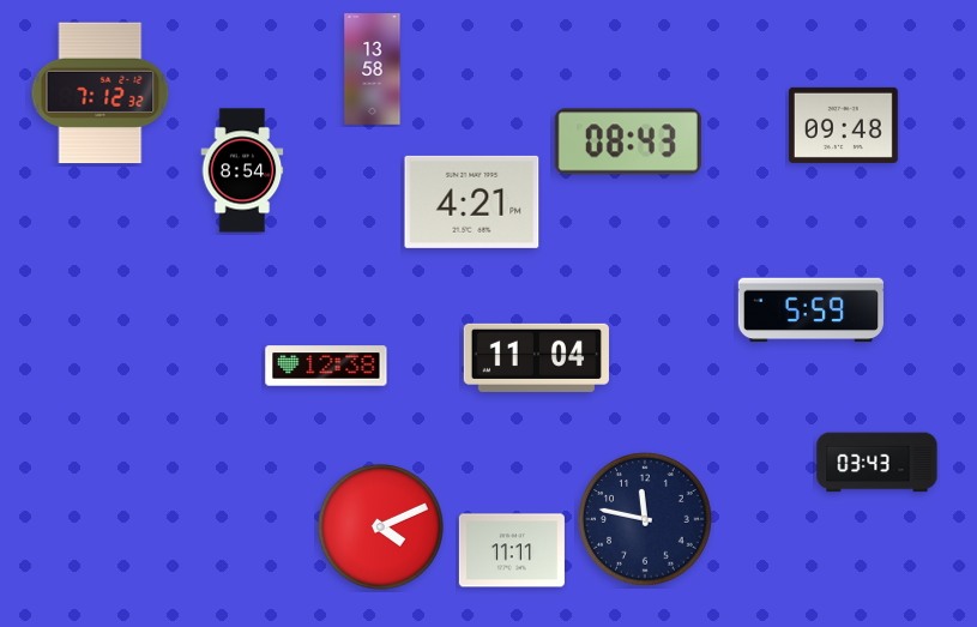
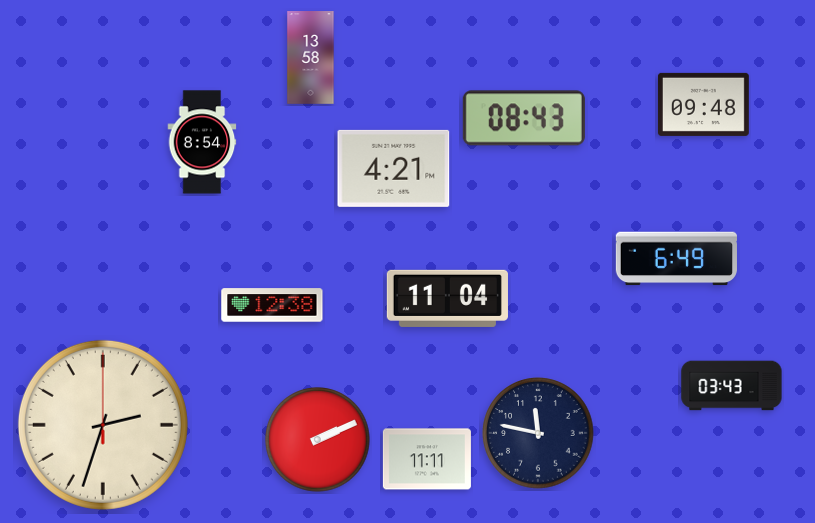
clock at (101, 94): 7:12 -> none
clock at (810, 311): 5:59 -> 6:49
clock at (103, 425): none -> 2:33
clock at (381, 527): 4:11 -> 2:11
